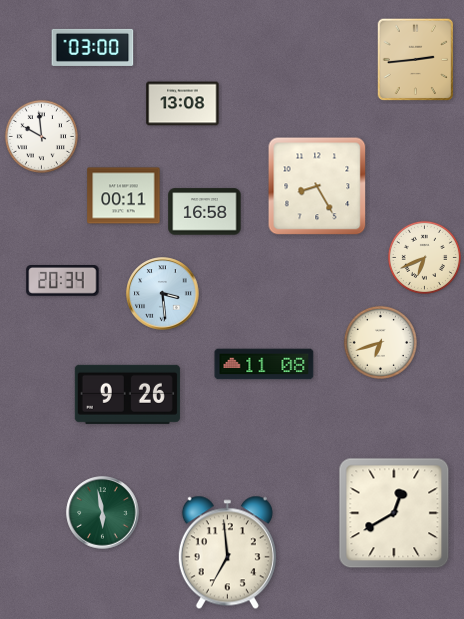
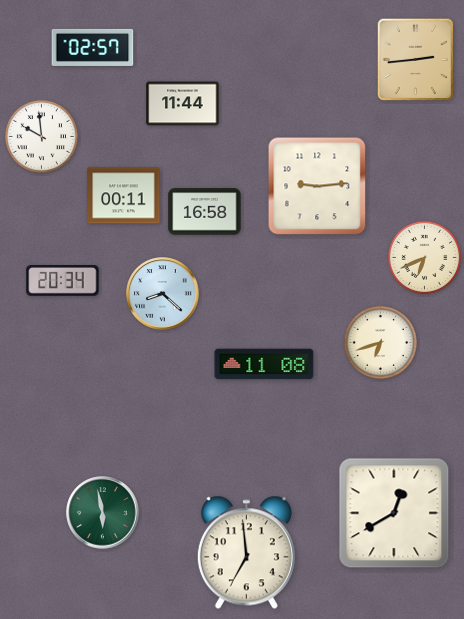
clock at (93, 47): 03:00 -> 02:57
clock at (183, 104): 13:08 -> 11:44
clock at (317, 186): 8:25 -> 9:14
clock at (163, 294): 3:29 -> 8:22
clock at (127, 394): 9:26 -> none
clock at (227, 553) position: (227, 553) -> (246, 553)
